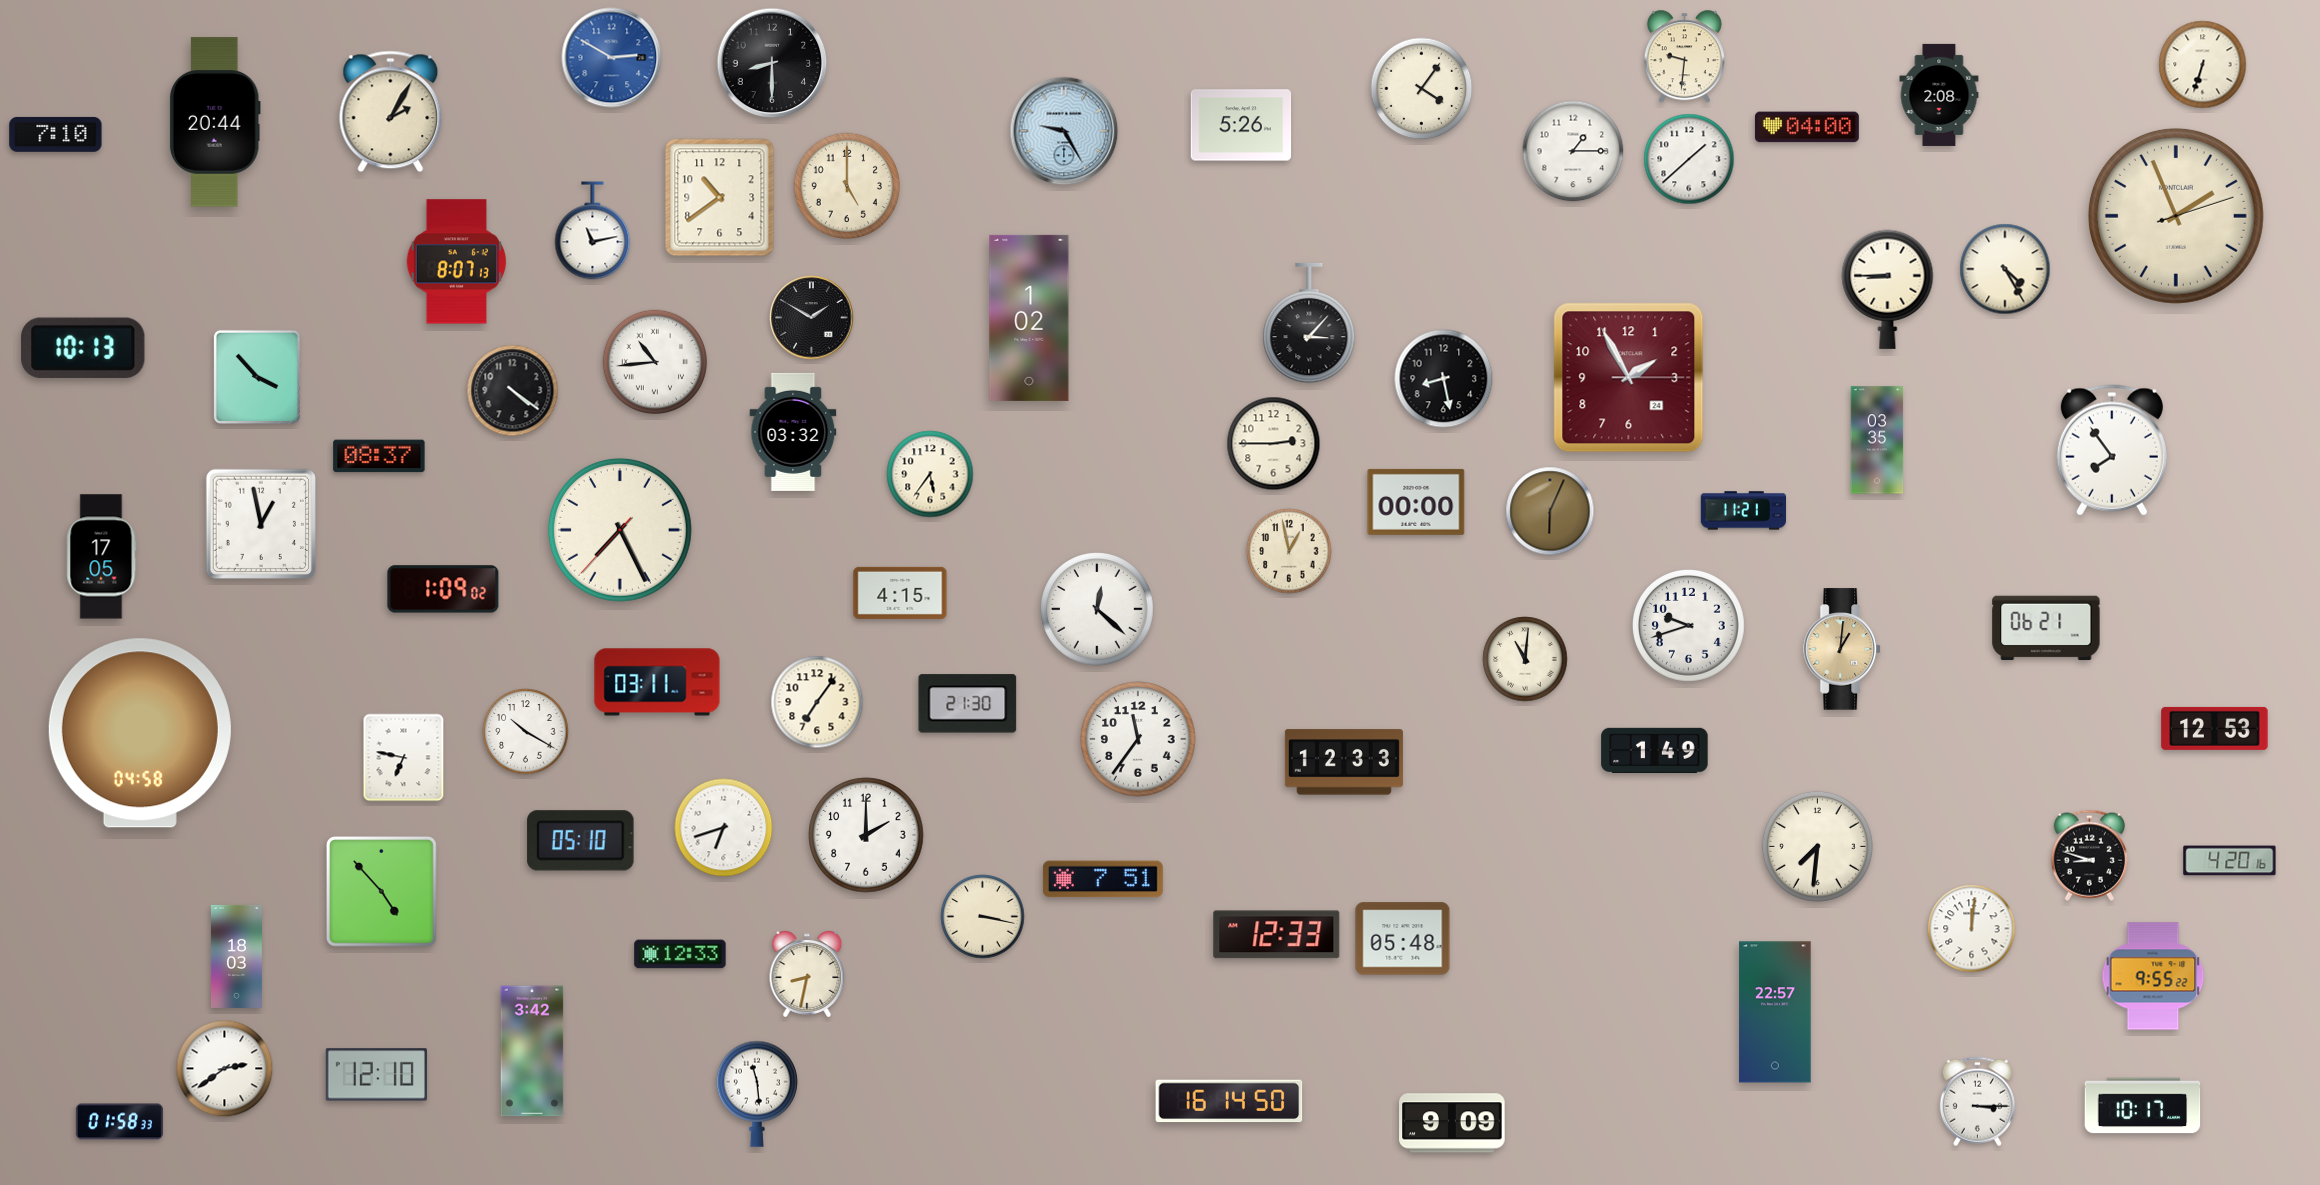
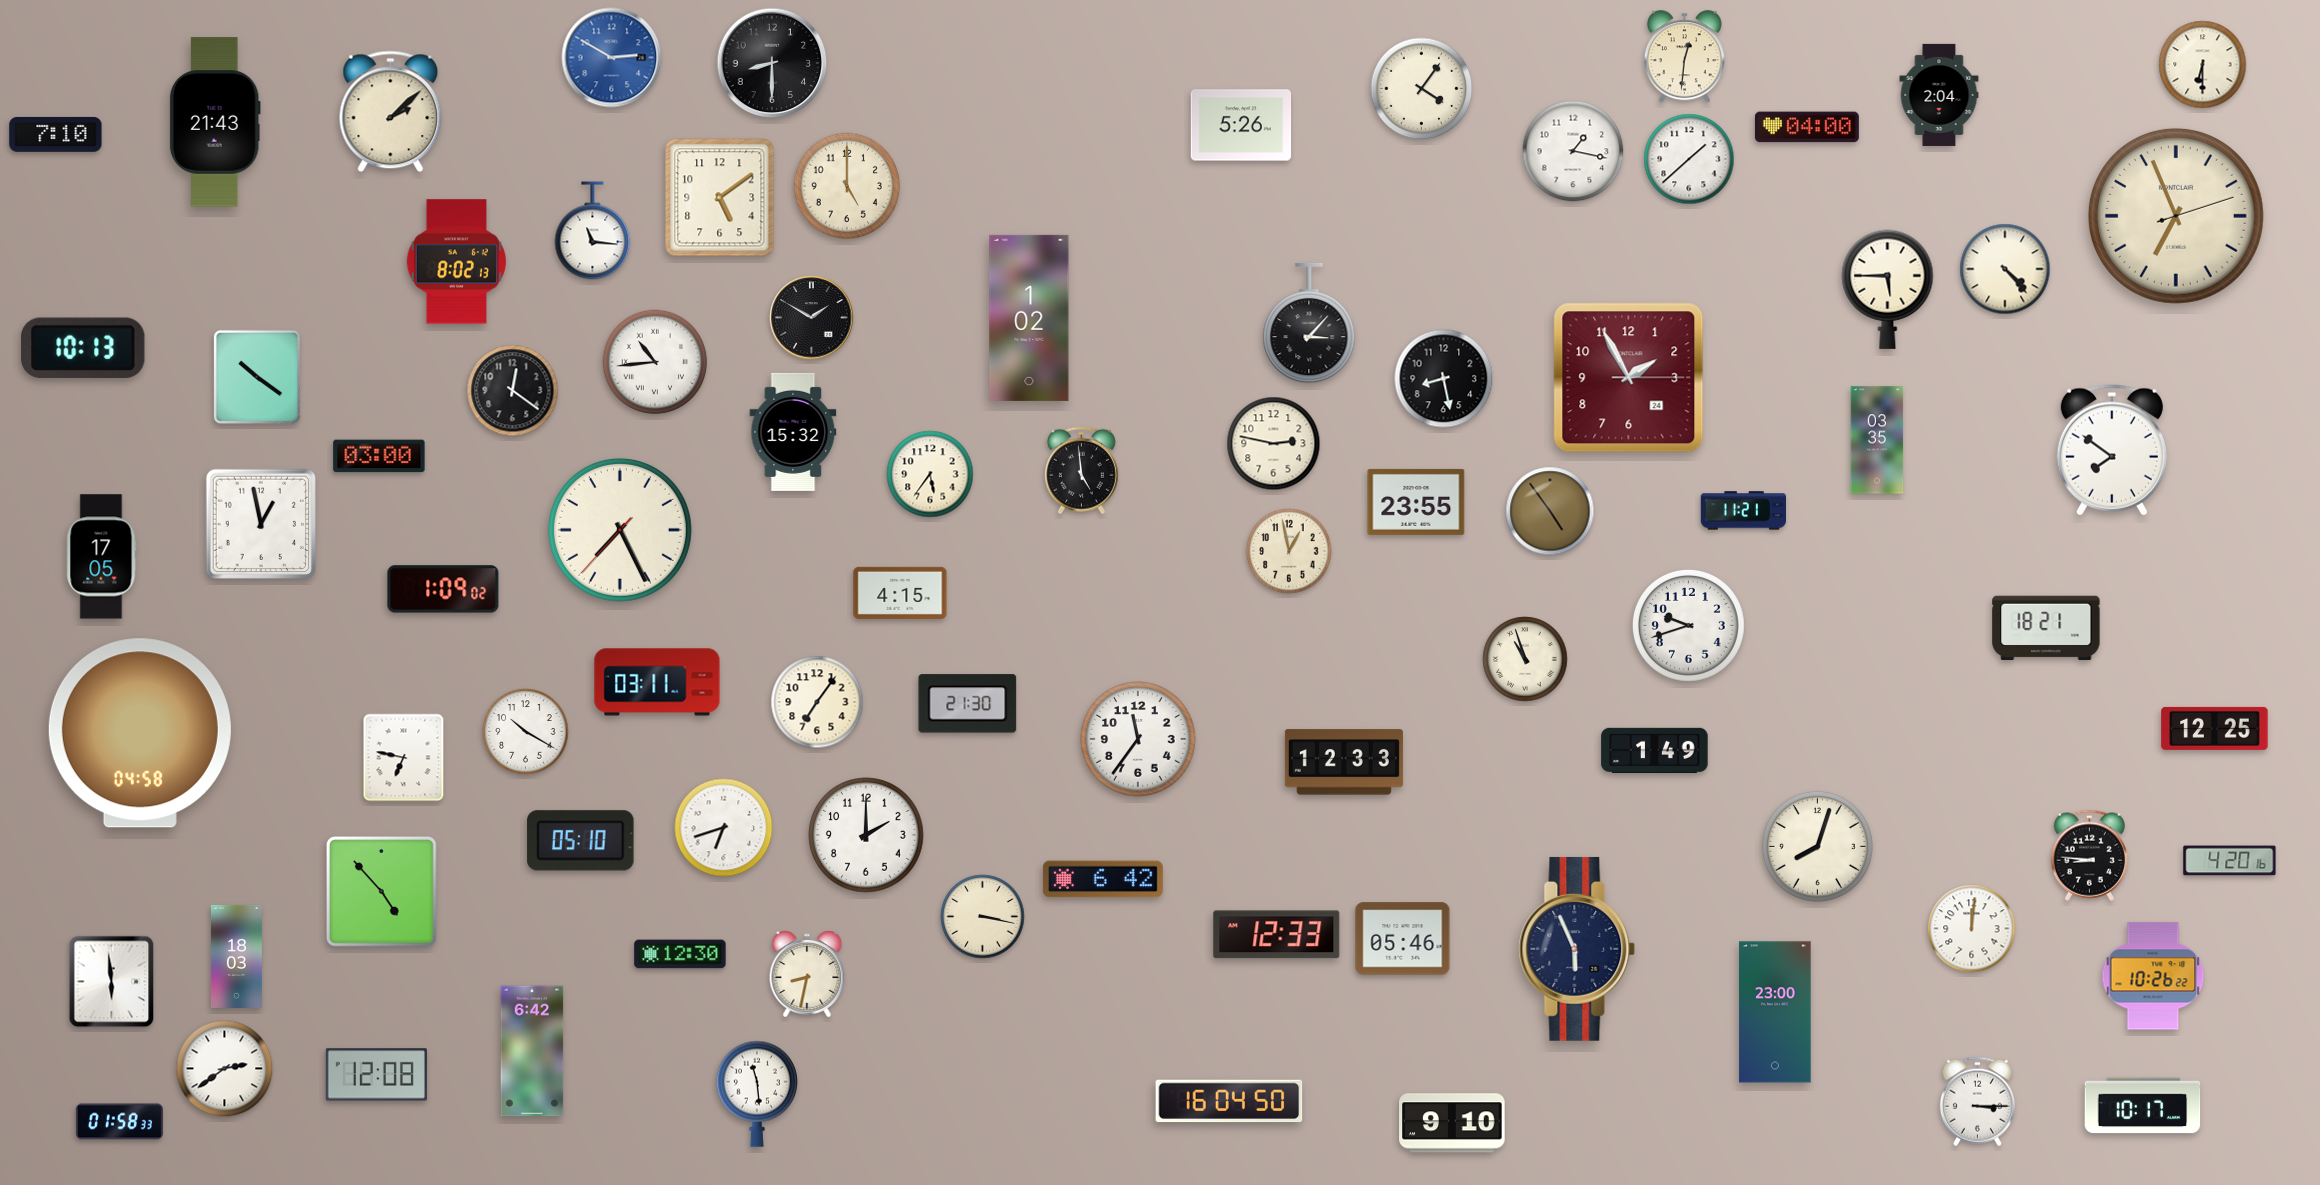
clock at (1684, 57): 9:31 -> 12:31
clock at (2203, 65): 6:33 -> 6:30
clock at (1939, 95): 2:08 -> 2:04
clock at (391, 112): 2:05 -> 2:08
clock at (215, 122): 20:44 -> 21:43
clock at (1064, 131): 9:25 -> none
clock at (1573, 151): 1:15 -> 1:17
clock at (720, 198): 10:39 -> 5:09
clock at (2176, 216): 1:56 -> 6:56
clock at (593, 231): 11:13 -> 11:16
clock at (456, 262): 8:07 -> 8:02
clock at (2005, 269): 4:25 -> 4:23
clock at (1888, 289): 8:45 -> 5:45
clock at (257, 377): 3:53 -> 10:21
clock at (513, 391): 4:21 -> 12:21
clock at (793, 432): 03:32 -> 15:32
clock at (1274, 444): 2:45 -> 2:47
clock at (2112, 450): 7:54 -> 7:51
clock at (379, 456): 08:37 -> 03:00
clock at (1081, 471): none -> 4:59
clock at (1416, 502): 00:00 -> 23:55
clock at (1550, 511): 6:04 -> 4:54
clock at (1098, 610): 12:22 -> none
clock at (2046, 628): 06:21 -> 18:21
clock at (1843, 649): 1:01 -> none
clock at (1525, 659): 11:01 -> 10:57
clock at (2215, 728): 12:53 -> 12:25
clock at (1817, 846): 7:31 -> 8:03
clock at (2089, 855): 8:48 -> 8:46
clock at (1103, 879): 7:51 -> 6:42
clock at (1403, 939): 05:48 -> 05:46
clock at (1577, 949): none -> 5:56
clock at (680, 954): 12:33 -> 12:30
clock at (2153, 976): 9:55 -> 10:26
clock at (112, 982): none -> 5:59
clock at (1775, 1012): 22:57 -> 23:00
clock at (532, 1051): 3:42 -> 6:42
clock at (376, 1075): 12:10 -> 12:08
clock at (1229, 1101): 16:14 -> 16:04
clock at (1452, 1123): 9:09 -> 9:10
